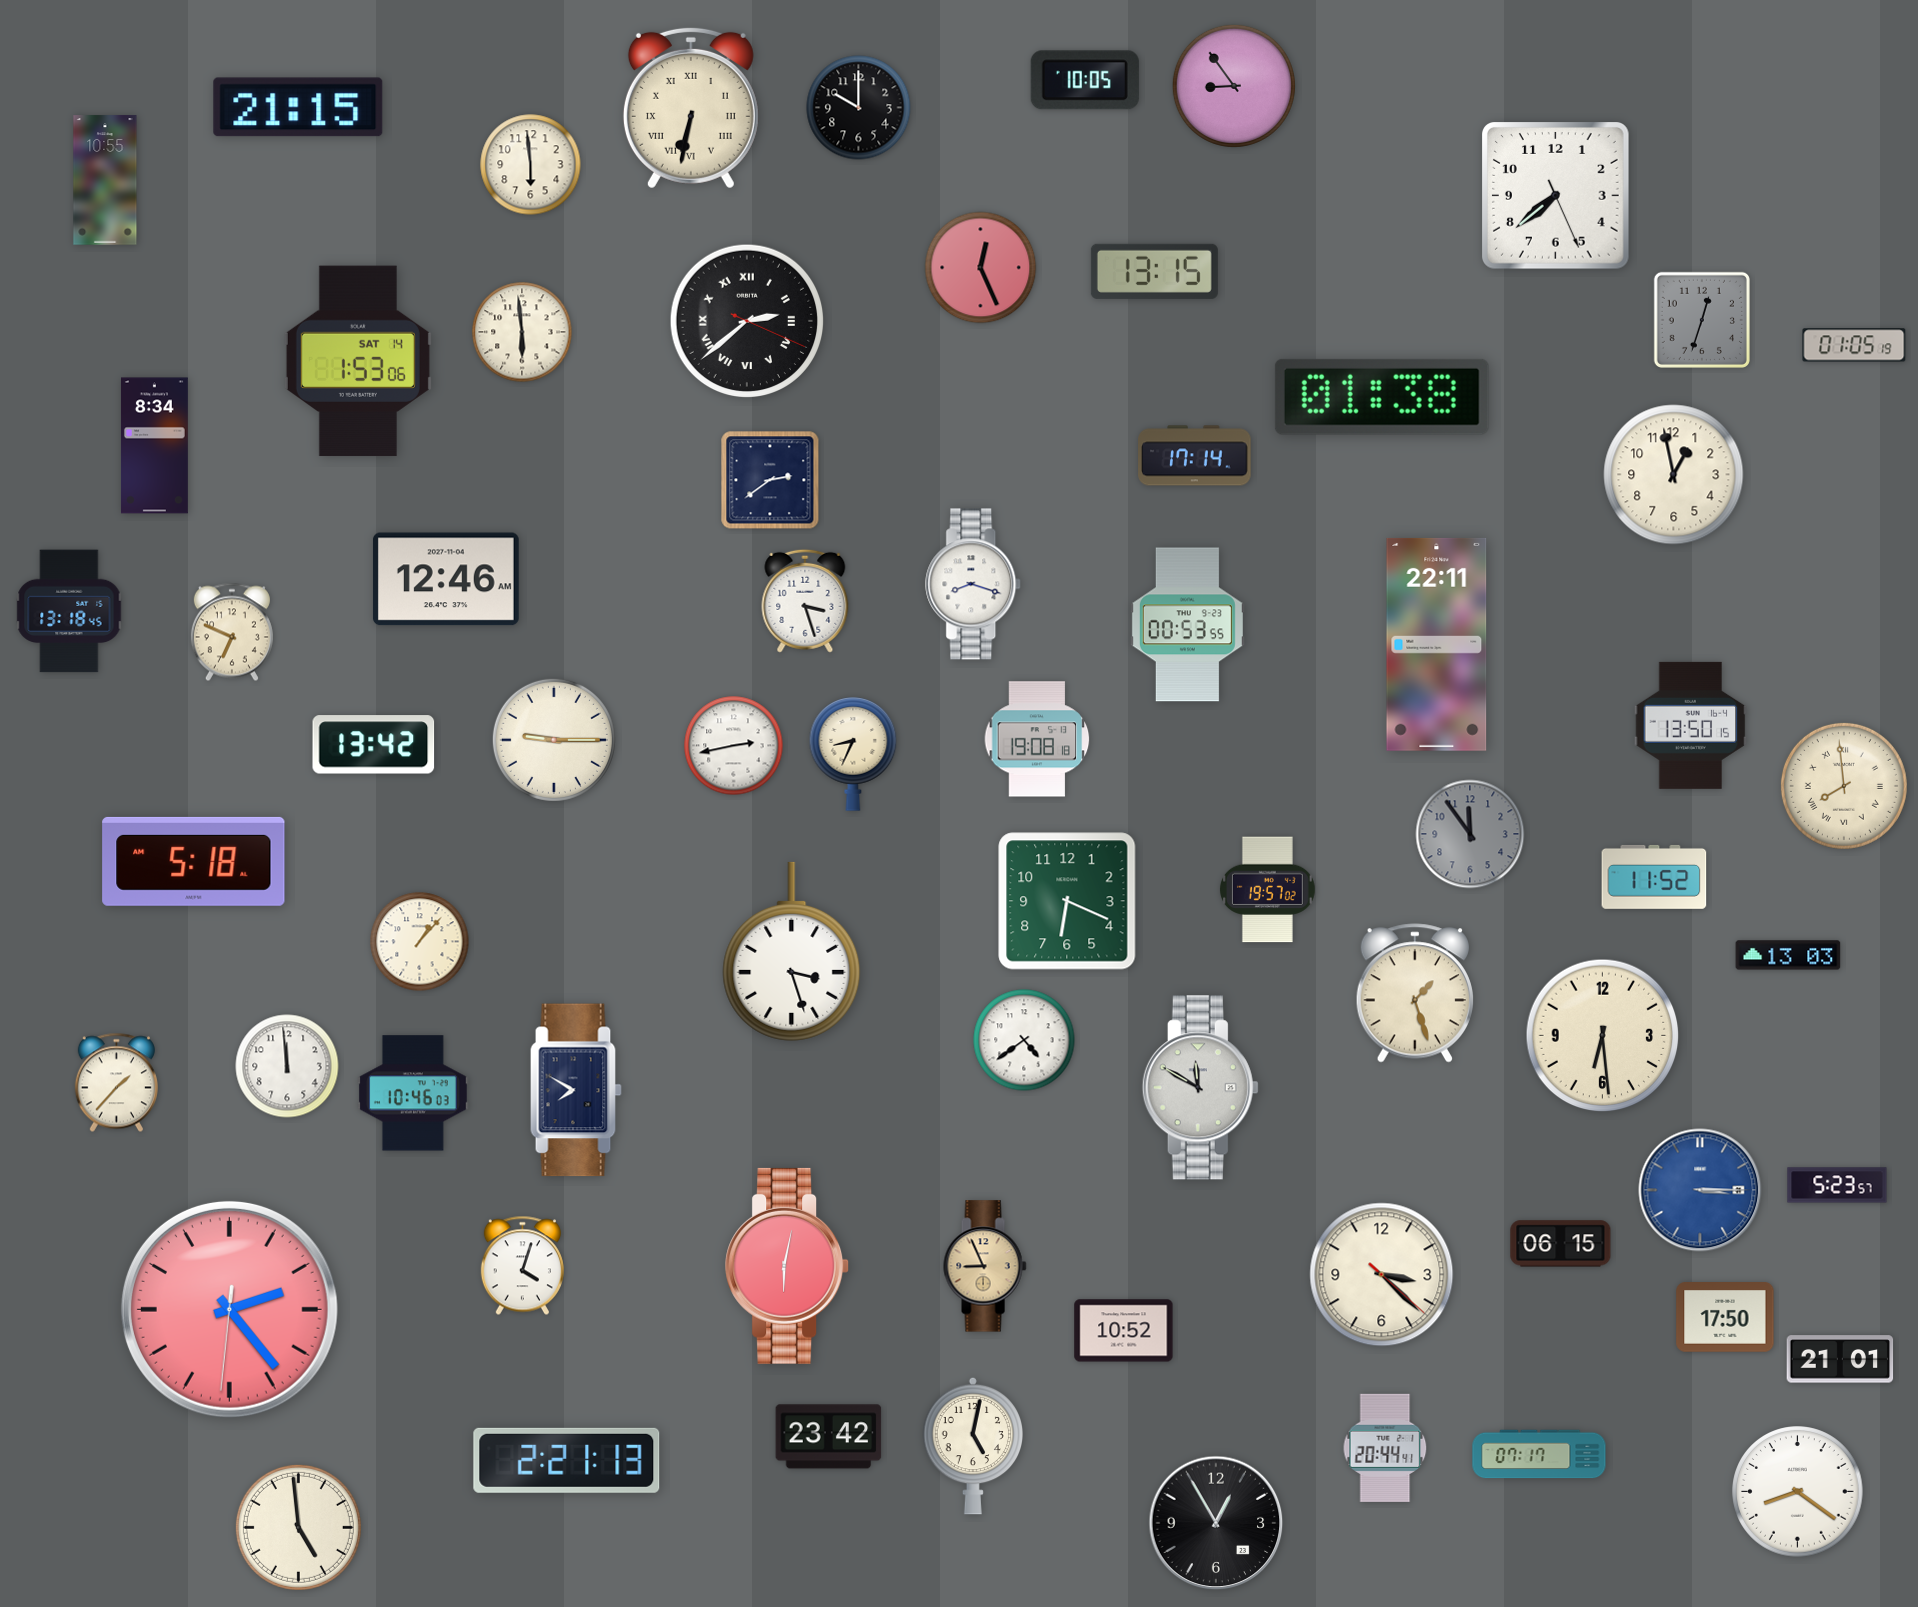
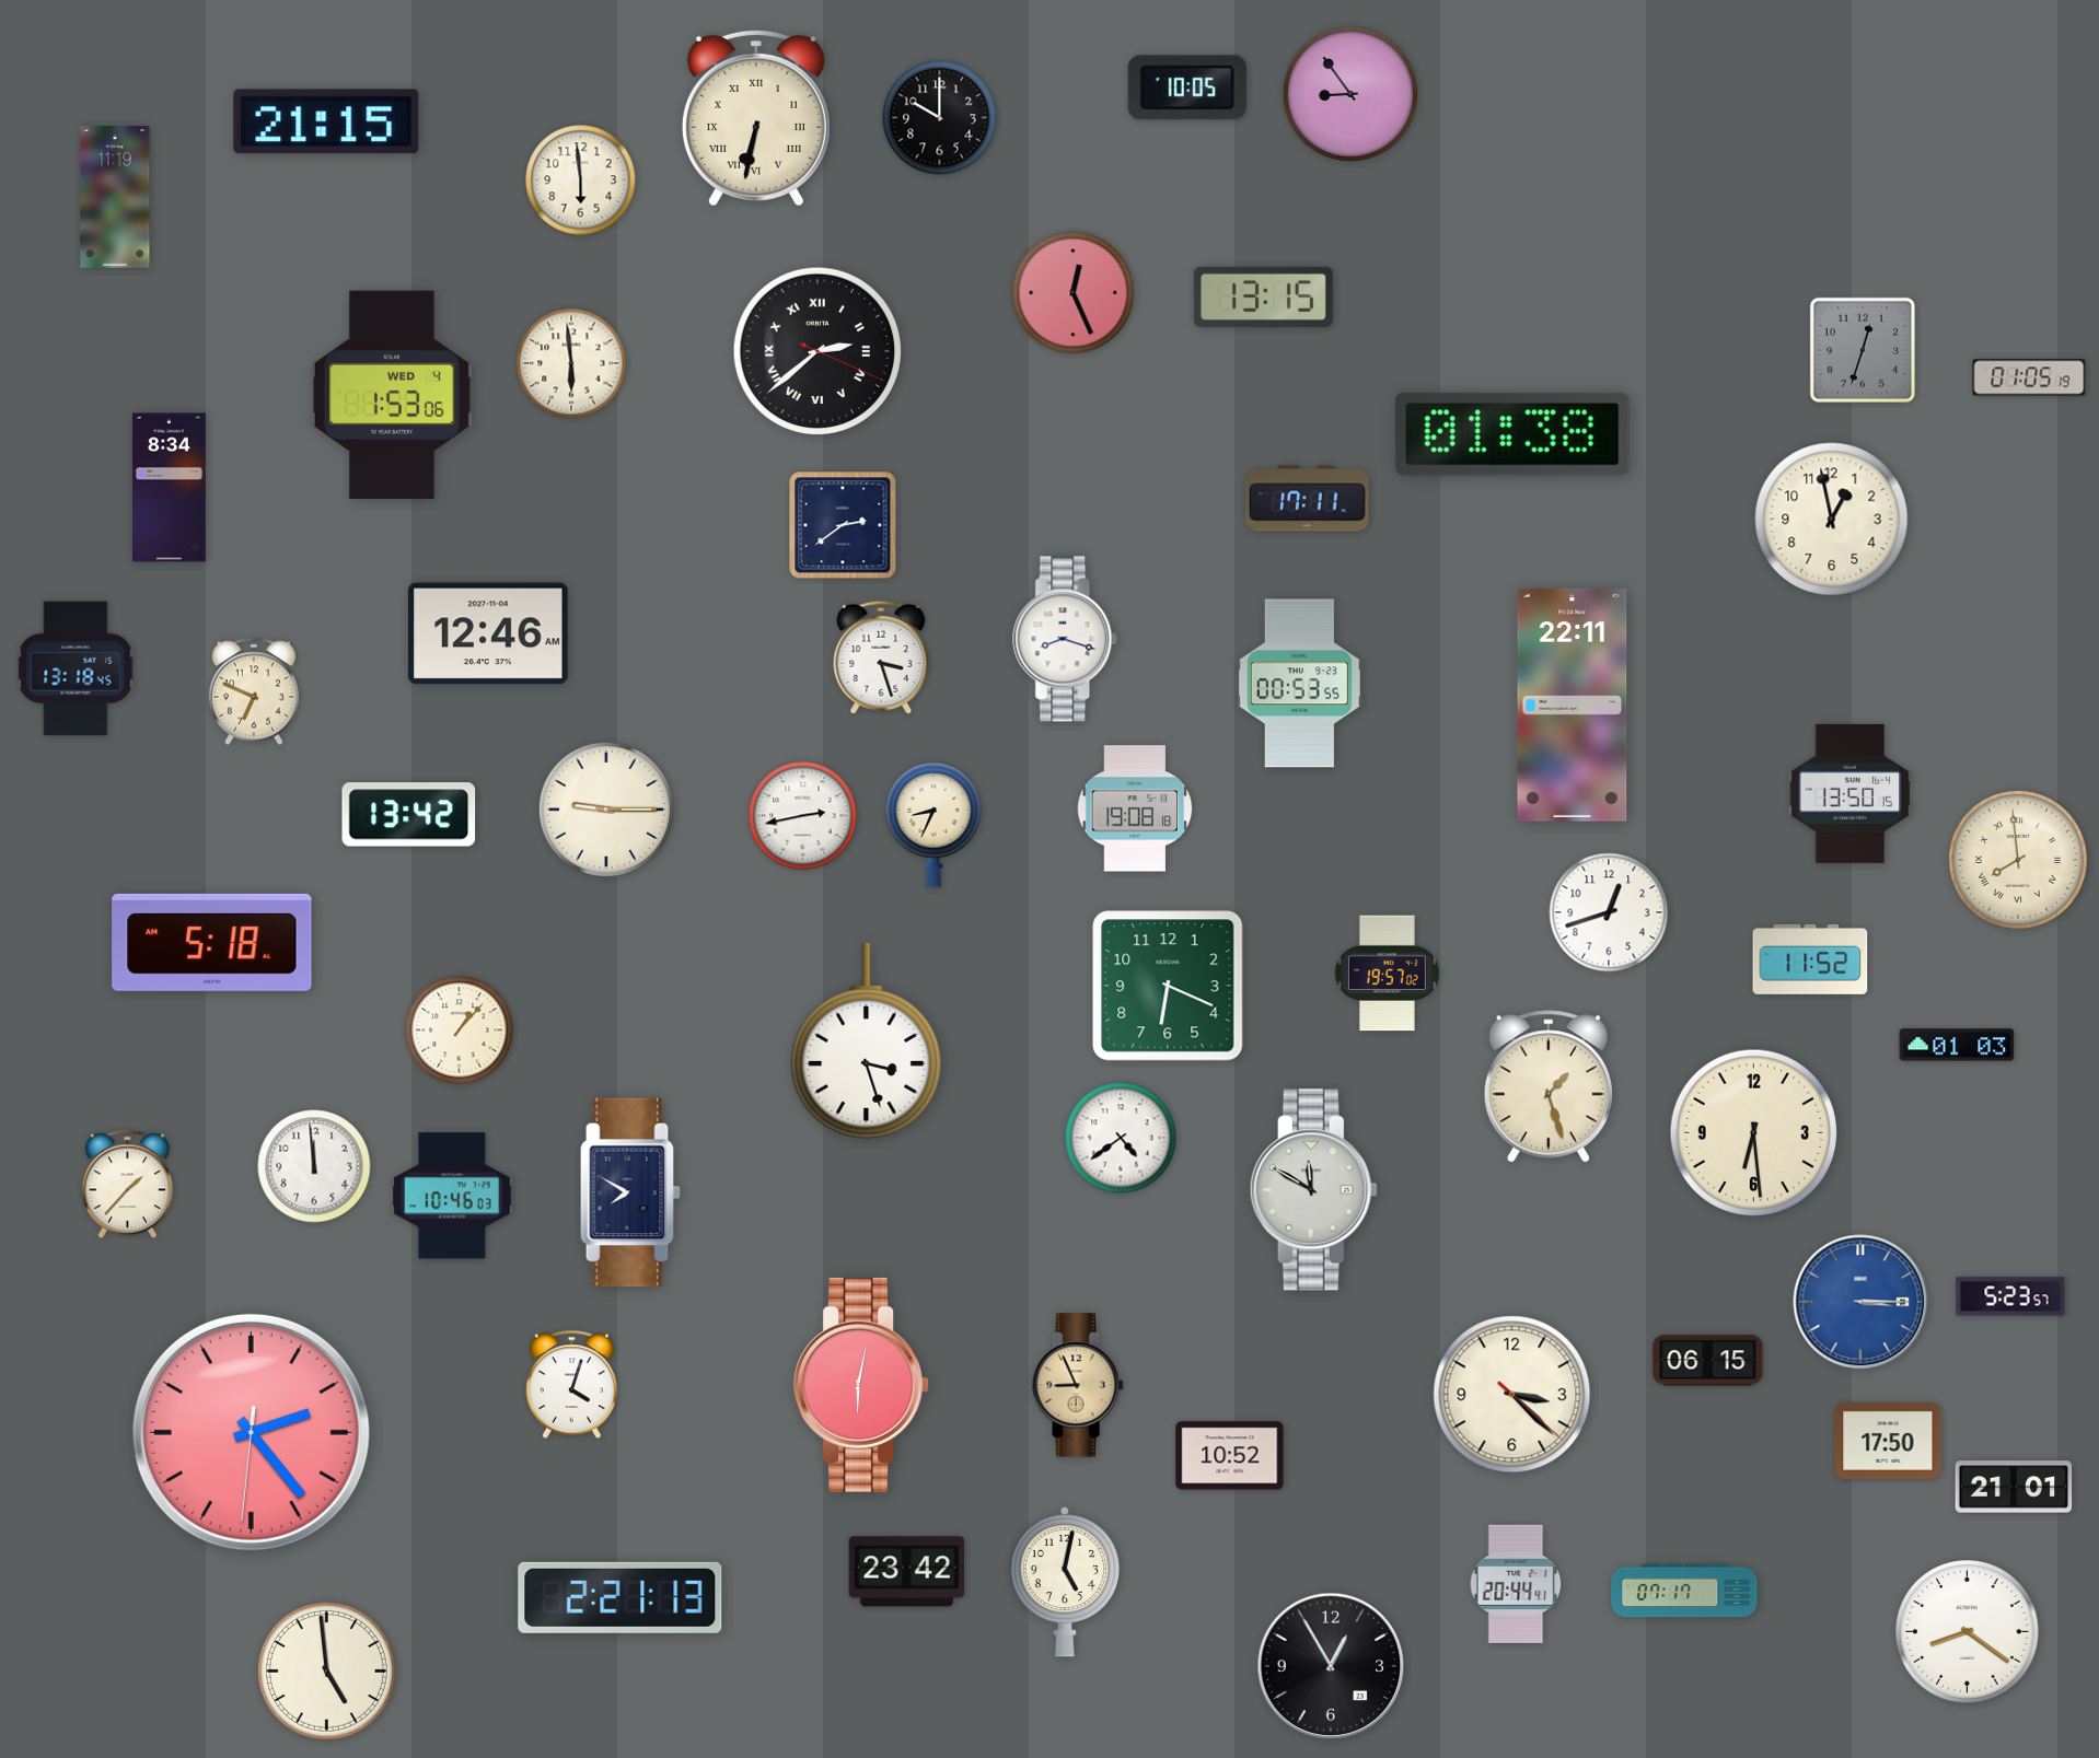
clock at (298, 107) position: (298, 107) -> (326, 121)
clock at (105, 180): 10:55 -> 11:19
clock at (1556, 196): 7:38 -> none
clock at (358, 361) date: SAT 14 -> WED 4
clock at (1195, 456): 17:14 -> 17:11
clock at (1470, 834): 11:54 -> 12:42
clock at (1470, 834) dial: grey -> white
clock at (1788, 955): 13:03 -> 01:03
